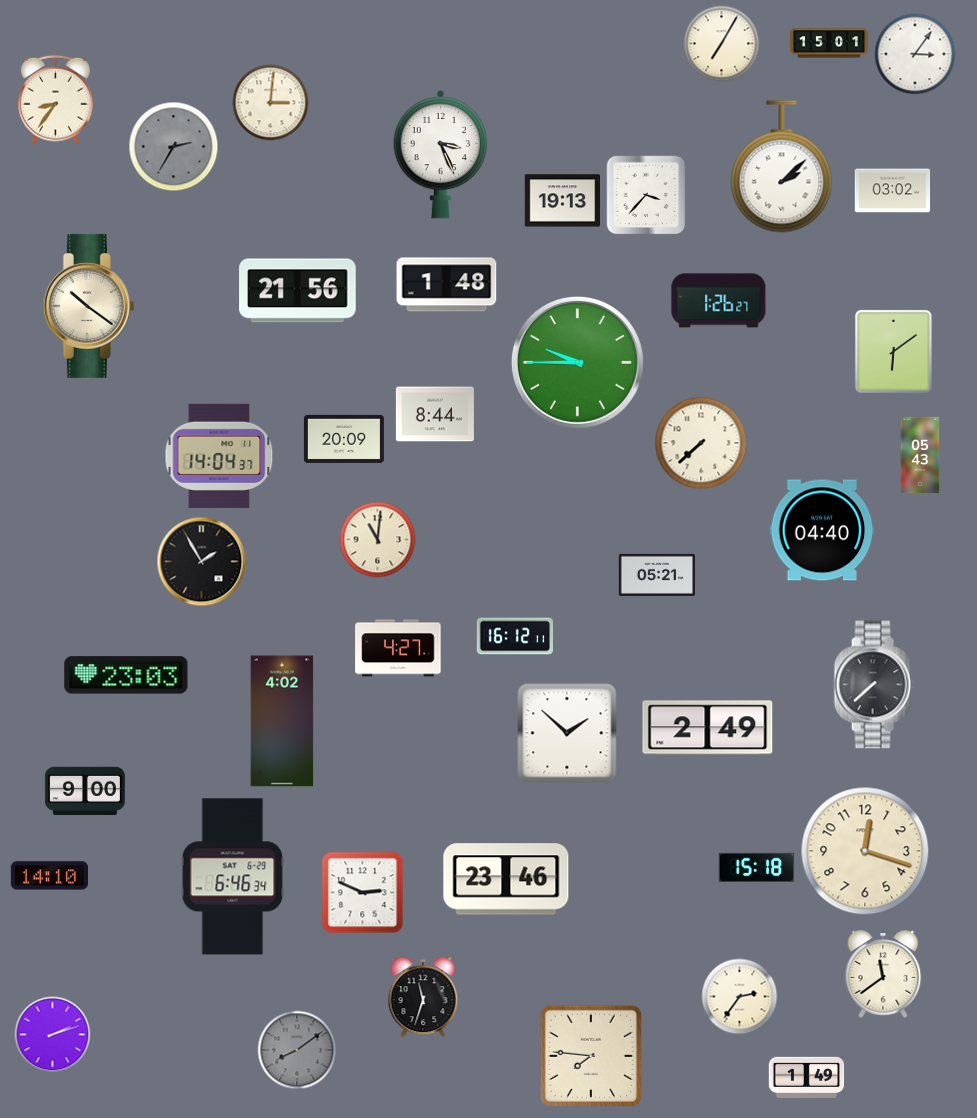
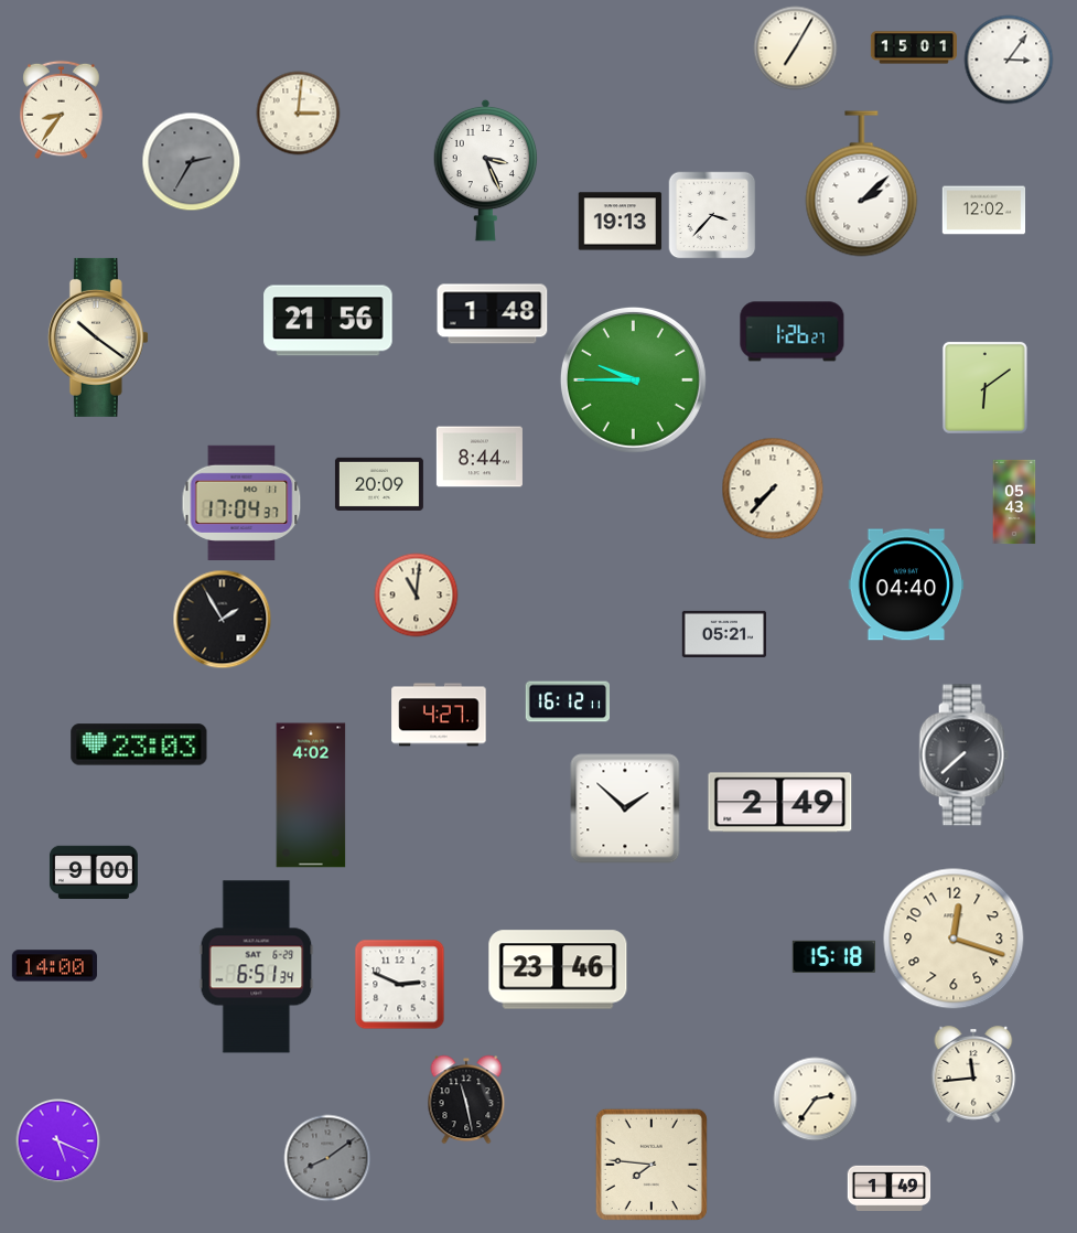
clock at (893, 191): 03:02 -> 12:02
clock at (577, 362) position: (577, 362) -> (633, 379)
clock at (701, 443): 7:38 -> 7:37
clock at (219, 456): 14:04 -> 17:04
clock at (49, 876): 14:10 -> 14:00
clock at (233, 877): 6:46 -> 6:51
clock at (883, 974): 11:39 -> 11:44
clock at (423, 997): 11:33 -> 11:28
clock at (53, 1035): 2:12 -> 5:19
